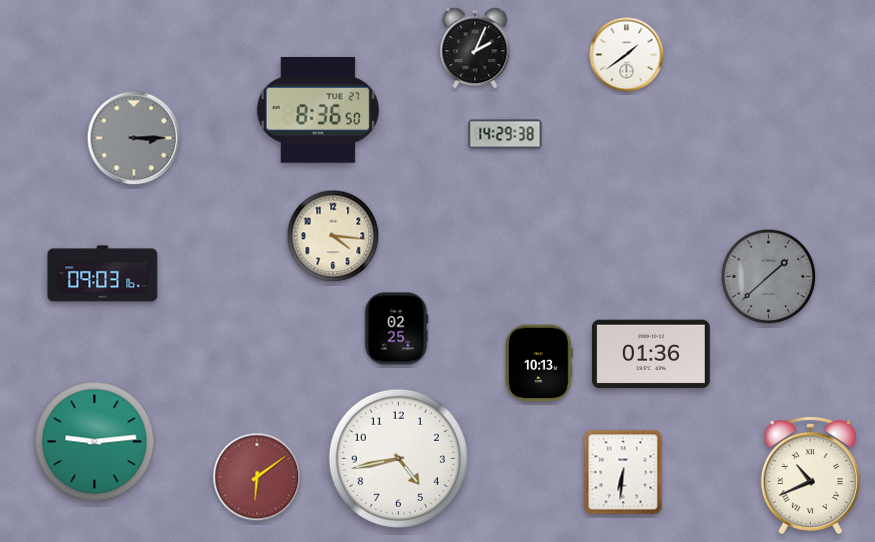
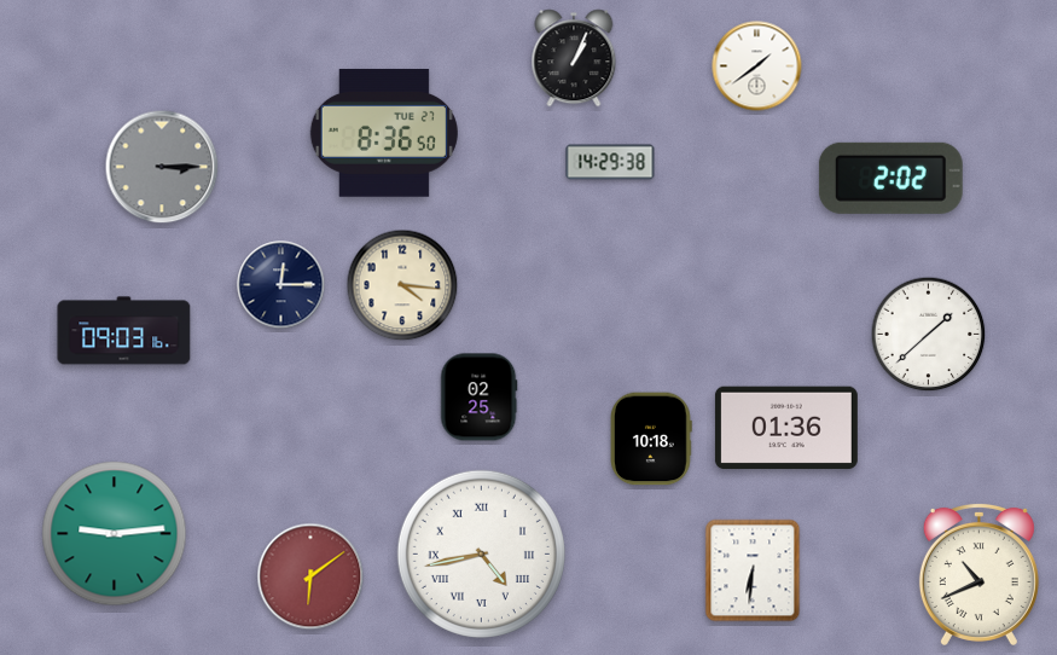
clock at (475, 48): 2:04 -> 1:04
clock at (890, 178): none -> 2:02
clock at (281, 285): none -> 12:15
clock at (769, 277) dial: grey -> white
clock at (540, 363): 10:13 -> 10:18
clock at (398, 458) numerals: Arabic -> Roman
